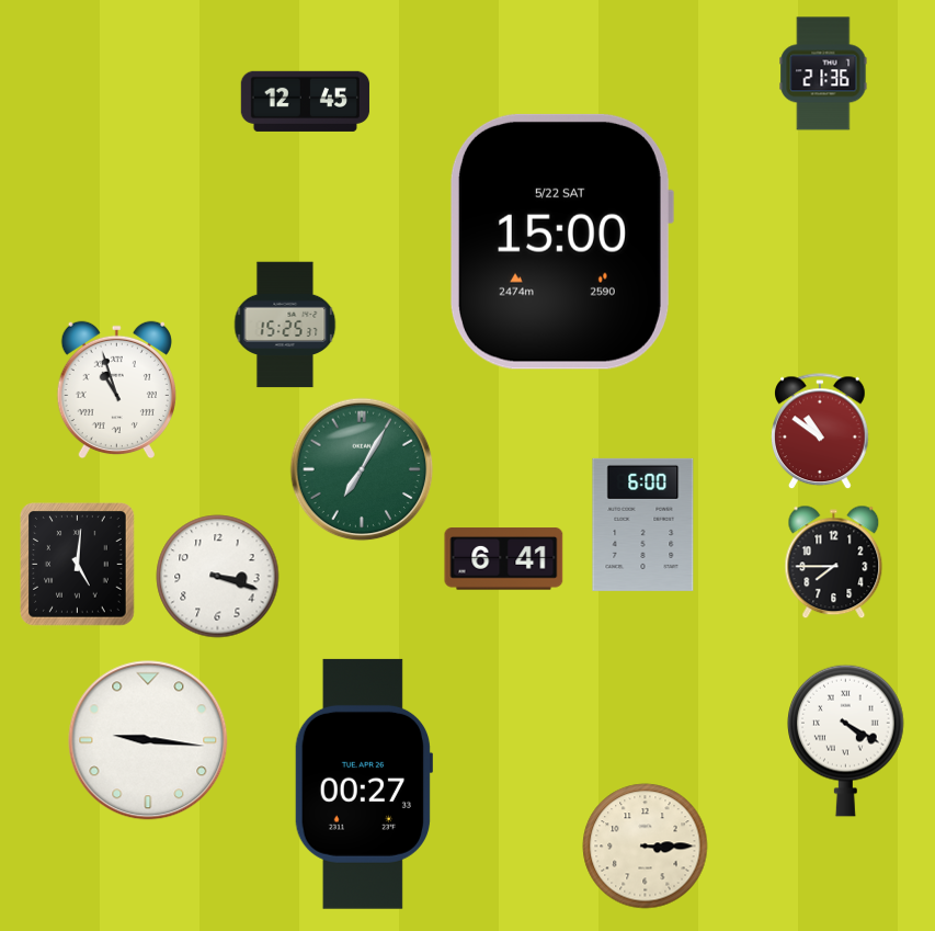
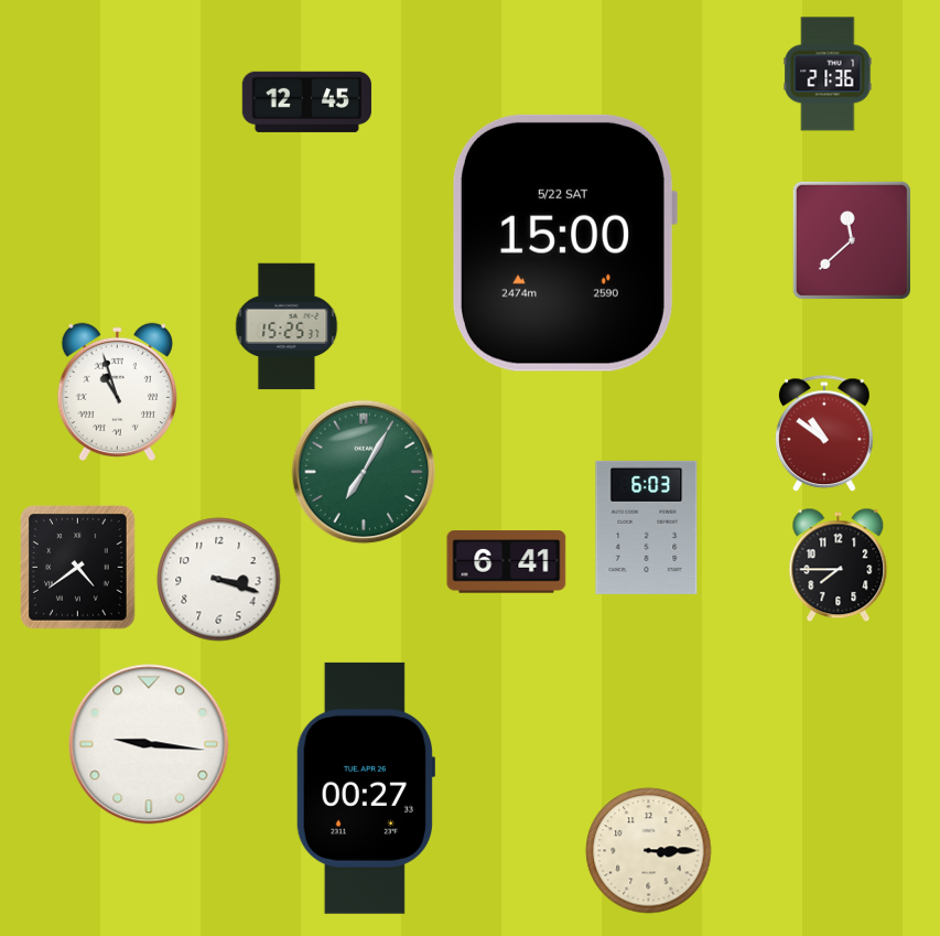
clock at (852, 240): none -> 11:38
clock at (643, 524): 6:00 -> 6:03
clock at (78, 565): 5:01 -> 4:39
clock at (846, 740): 4:20 -> none
